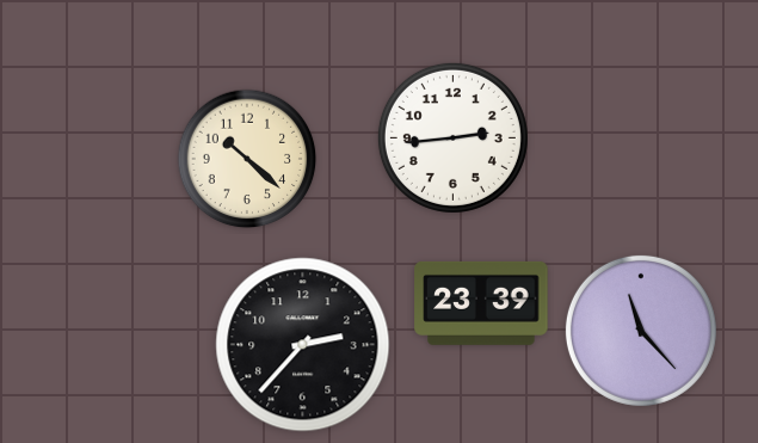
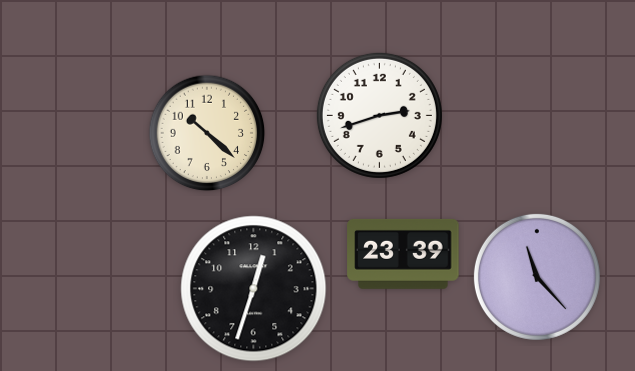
clock at (452, 137): 2:44 -> 2:42
clock at (303, 345): 2:37 -> 12:33
